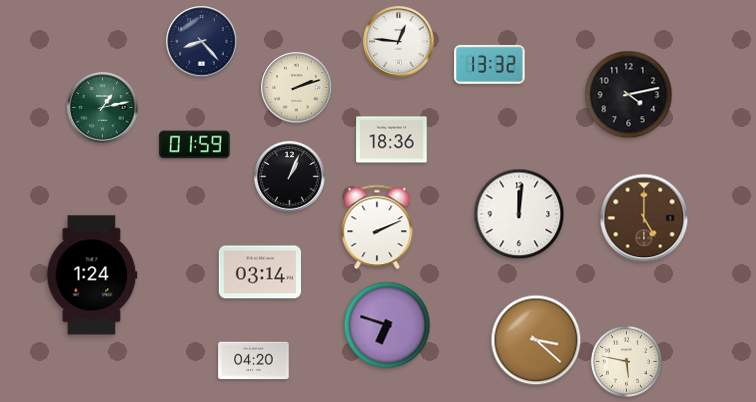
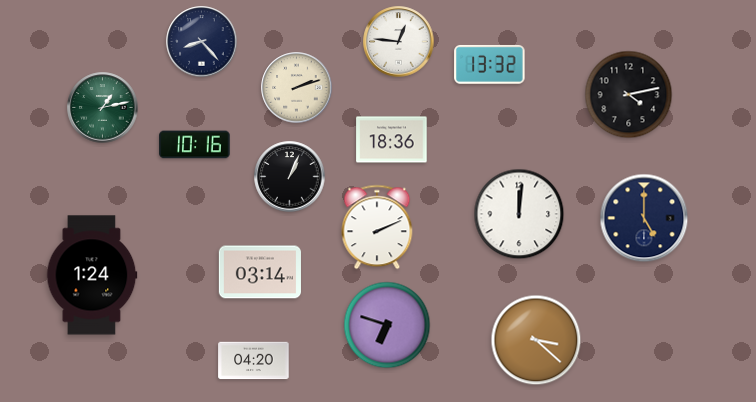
clock at (195, 145): 01:59 -> 10:16
clock at (644, 218) dial: brown -> navy
clock at (626, 361): 5:47 -> none
